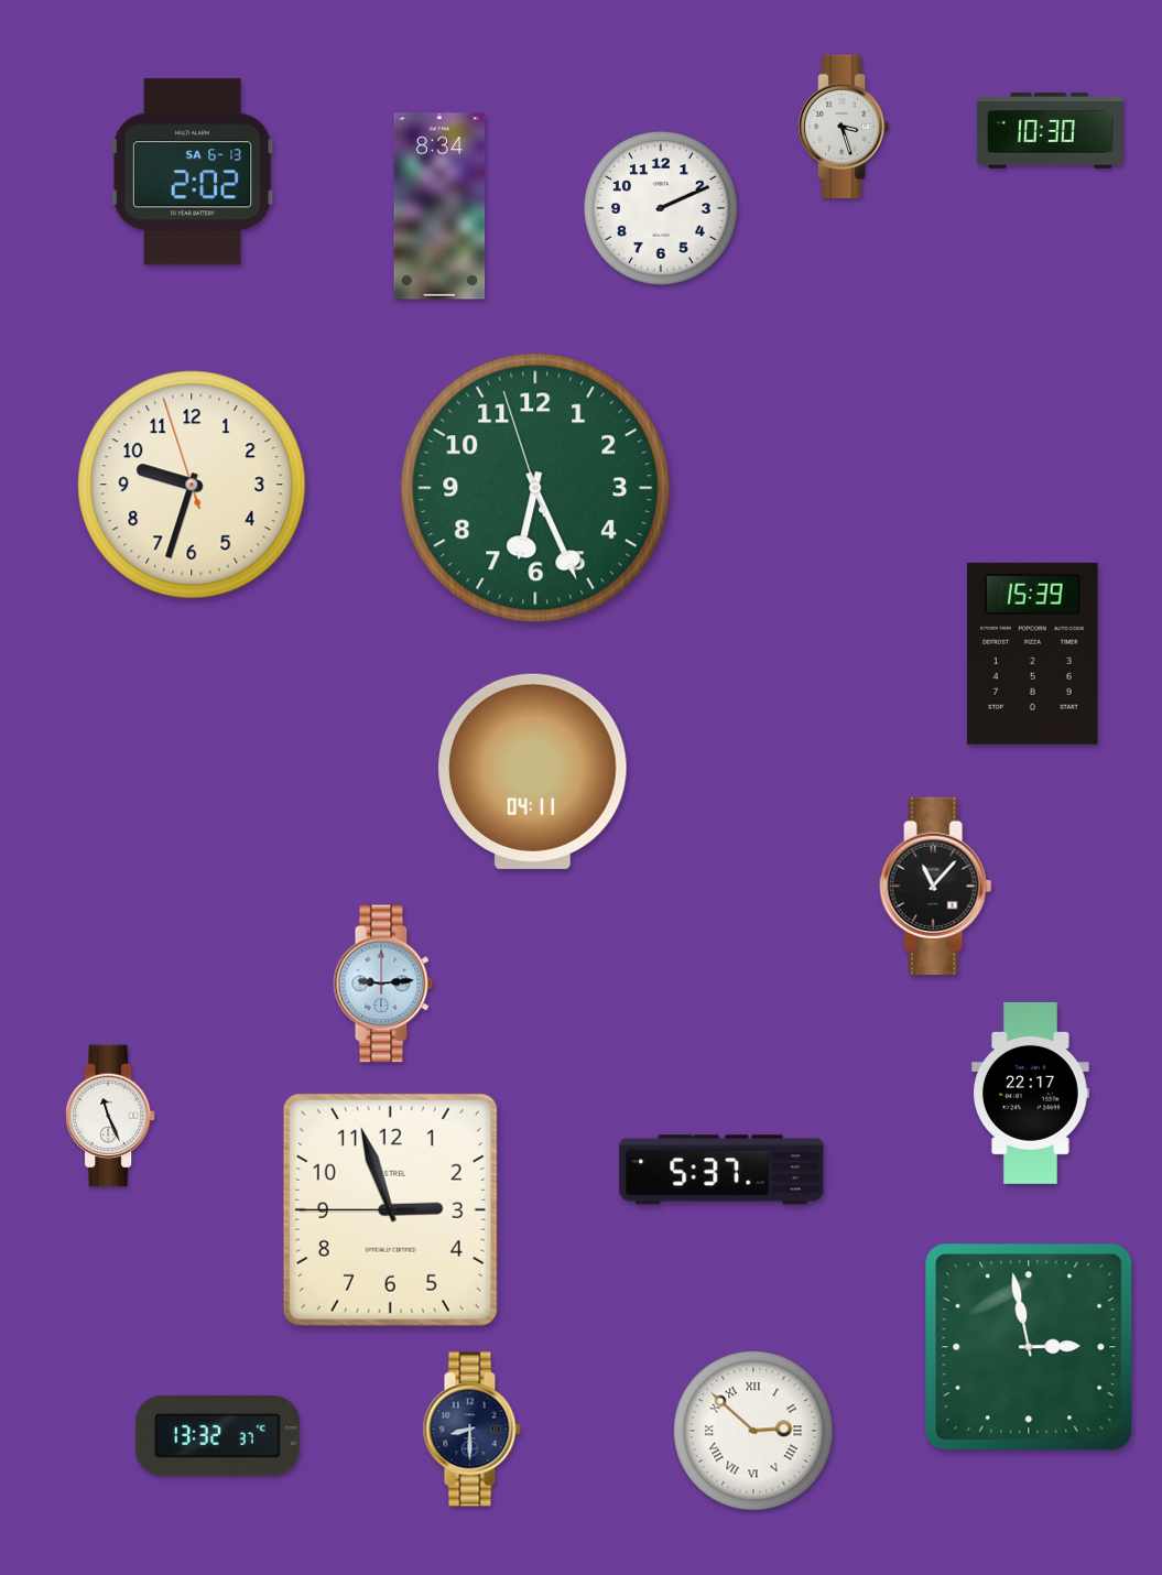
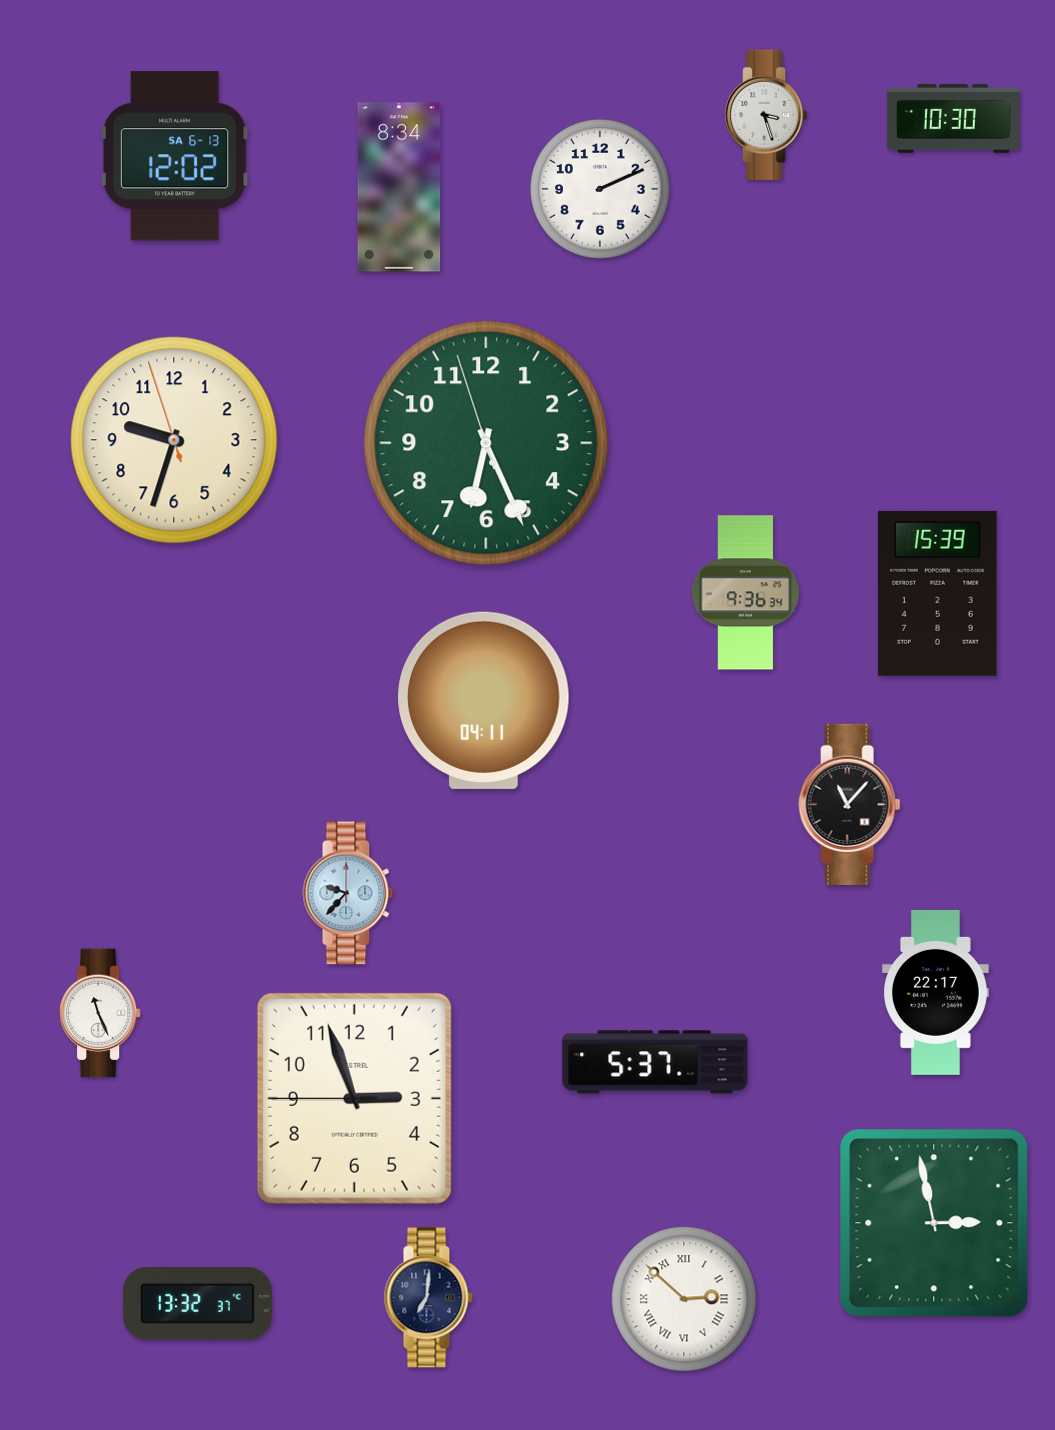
clock at (193, 172): 2:02 -> 12:02
clock at (746, 593): none -> 9:36
clock at (383, 984): 9:14 -> 9:37
clock at (471, 1430): 8:30 -> 7:01
